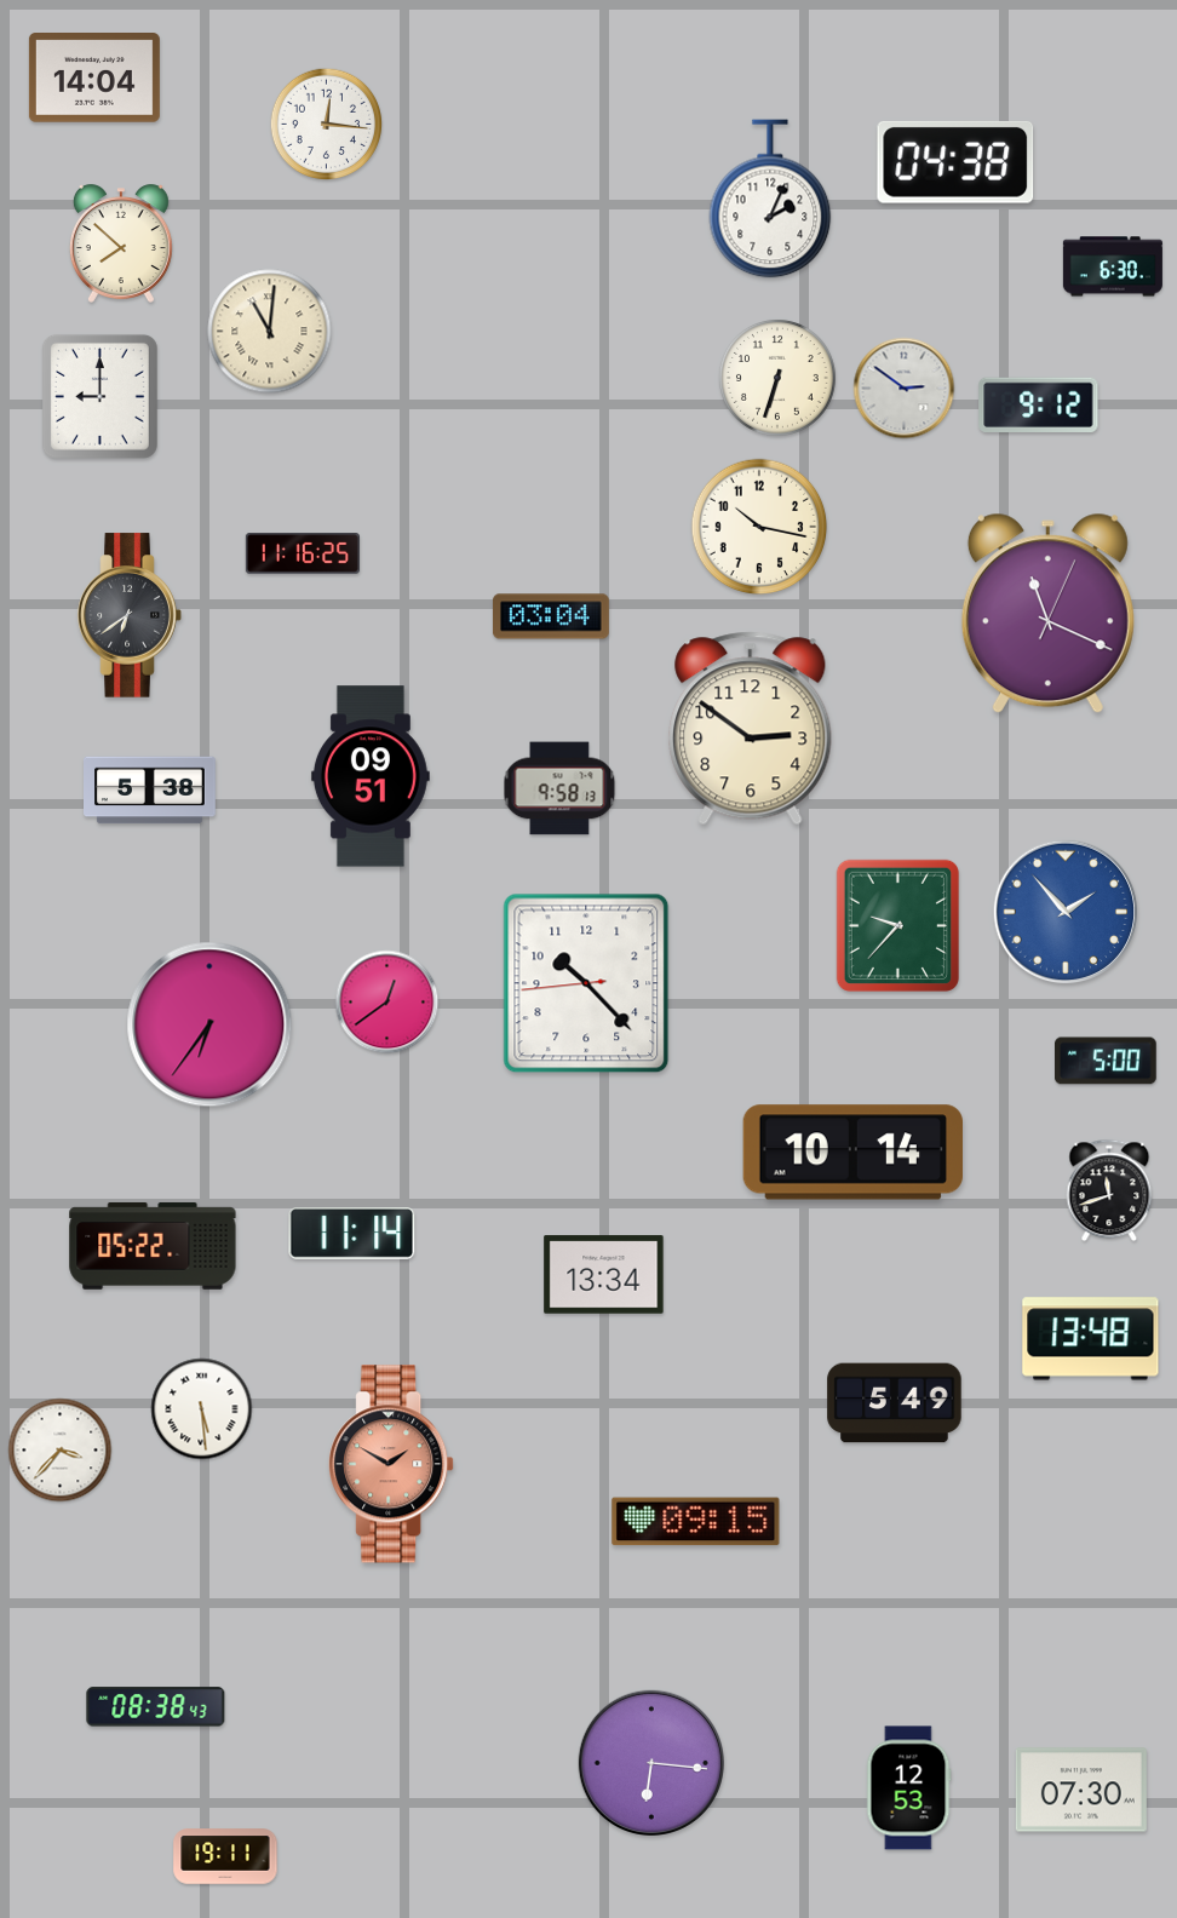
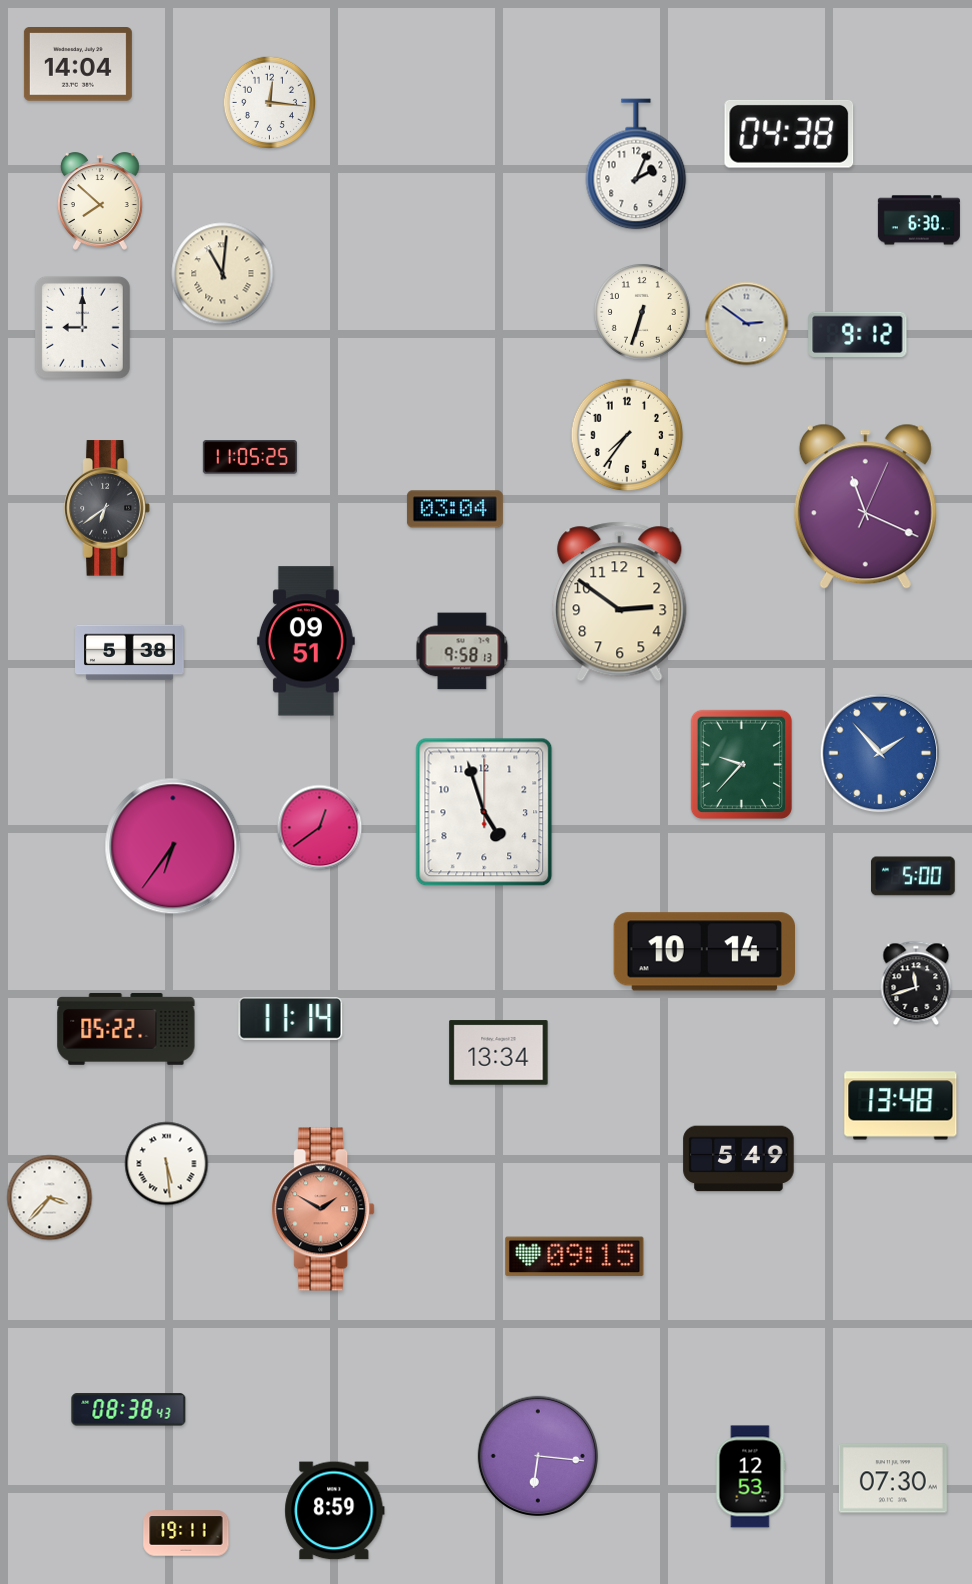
clock at (905, 389) position: (905, 389) -> (747, 324)
clock at (759, 527): 10:17 -> 7:36
clock at (303, 553): 11:16 -> 11:05
clock at (150, 791) position: (150, 791) -> (130, 653)
clock at (586, 983): 10:22 -> 4:57
clock at (335, 1511): none -> 8:59
